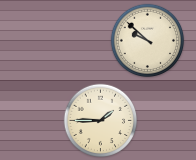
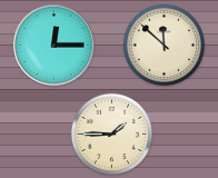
clock at (54, 46): none -> 12:15
clock at (148, 41): 9:52 -> 11:52
